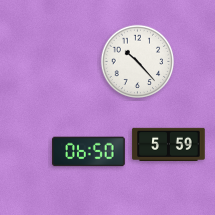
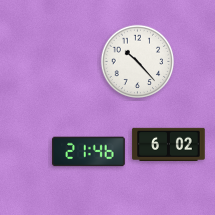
clock at (169, 144): 5:59 -> 6:02
clock at (89, 152): 06:50 -> 21:46
